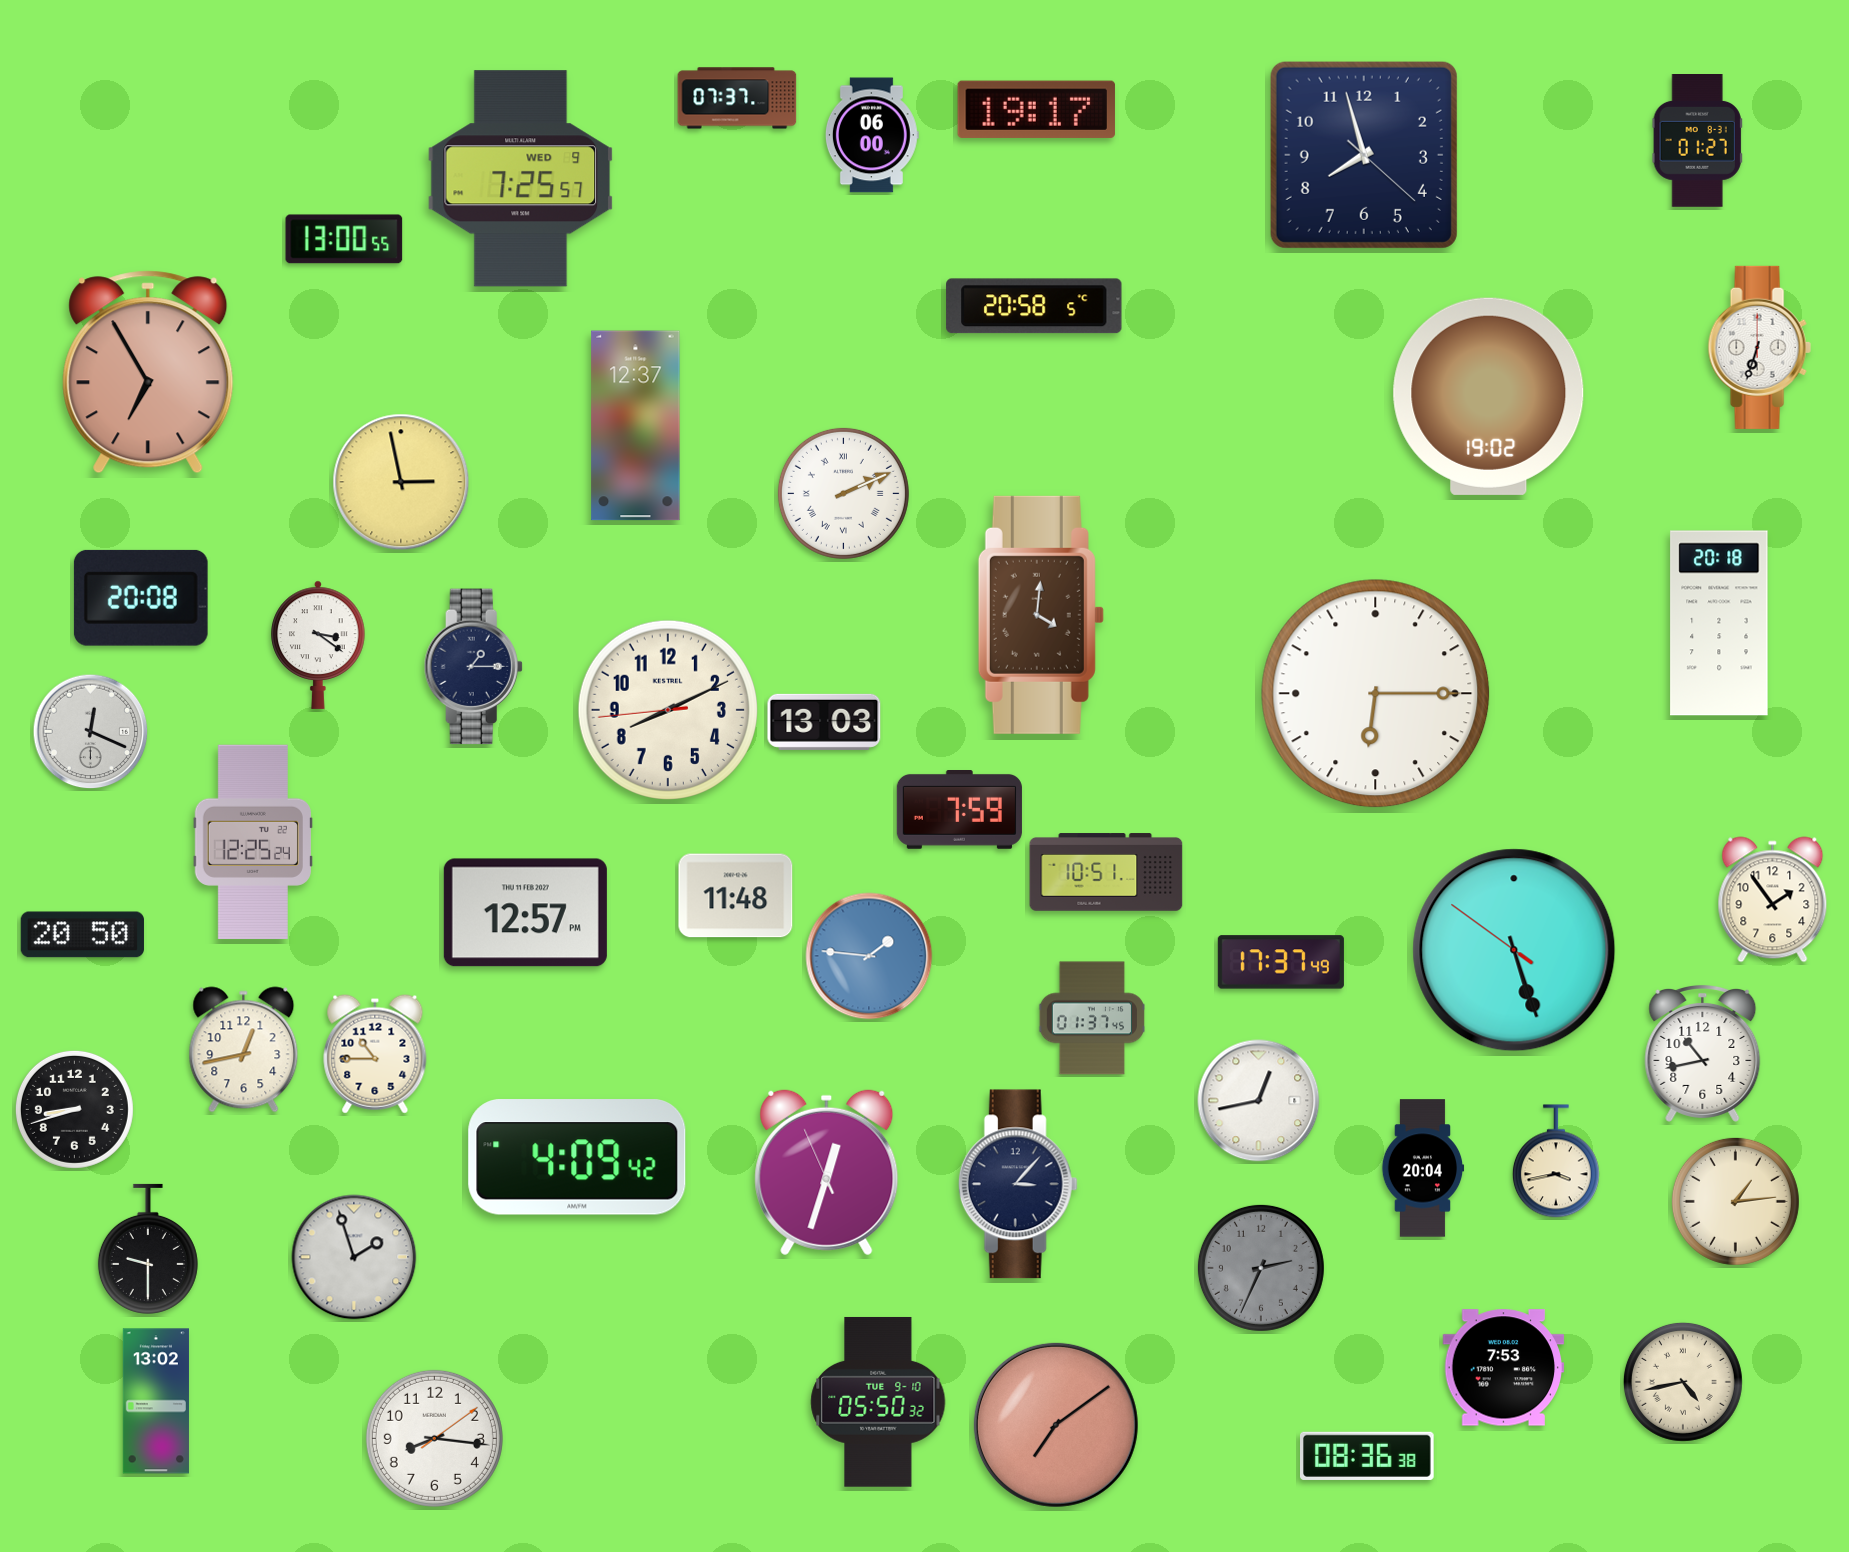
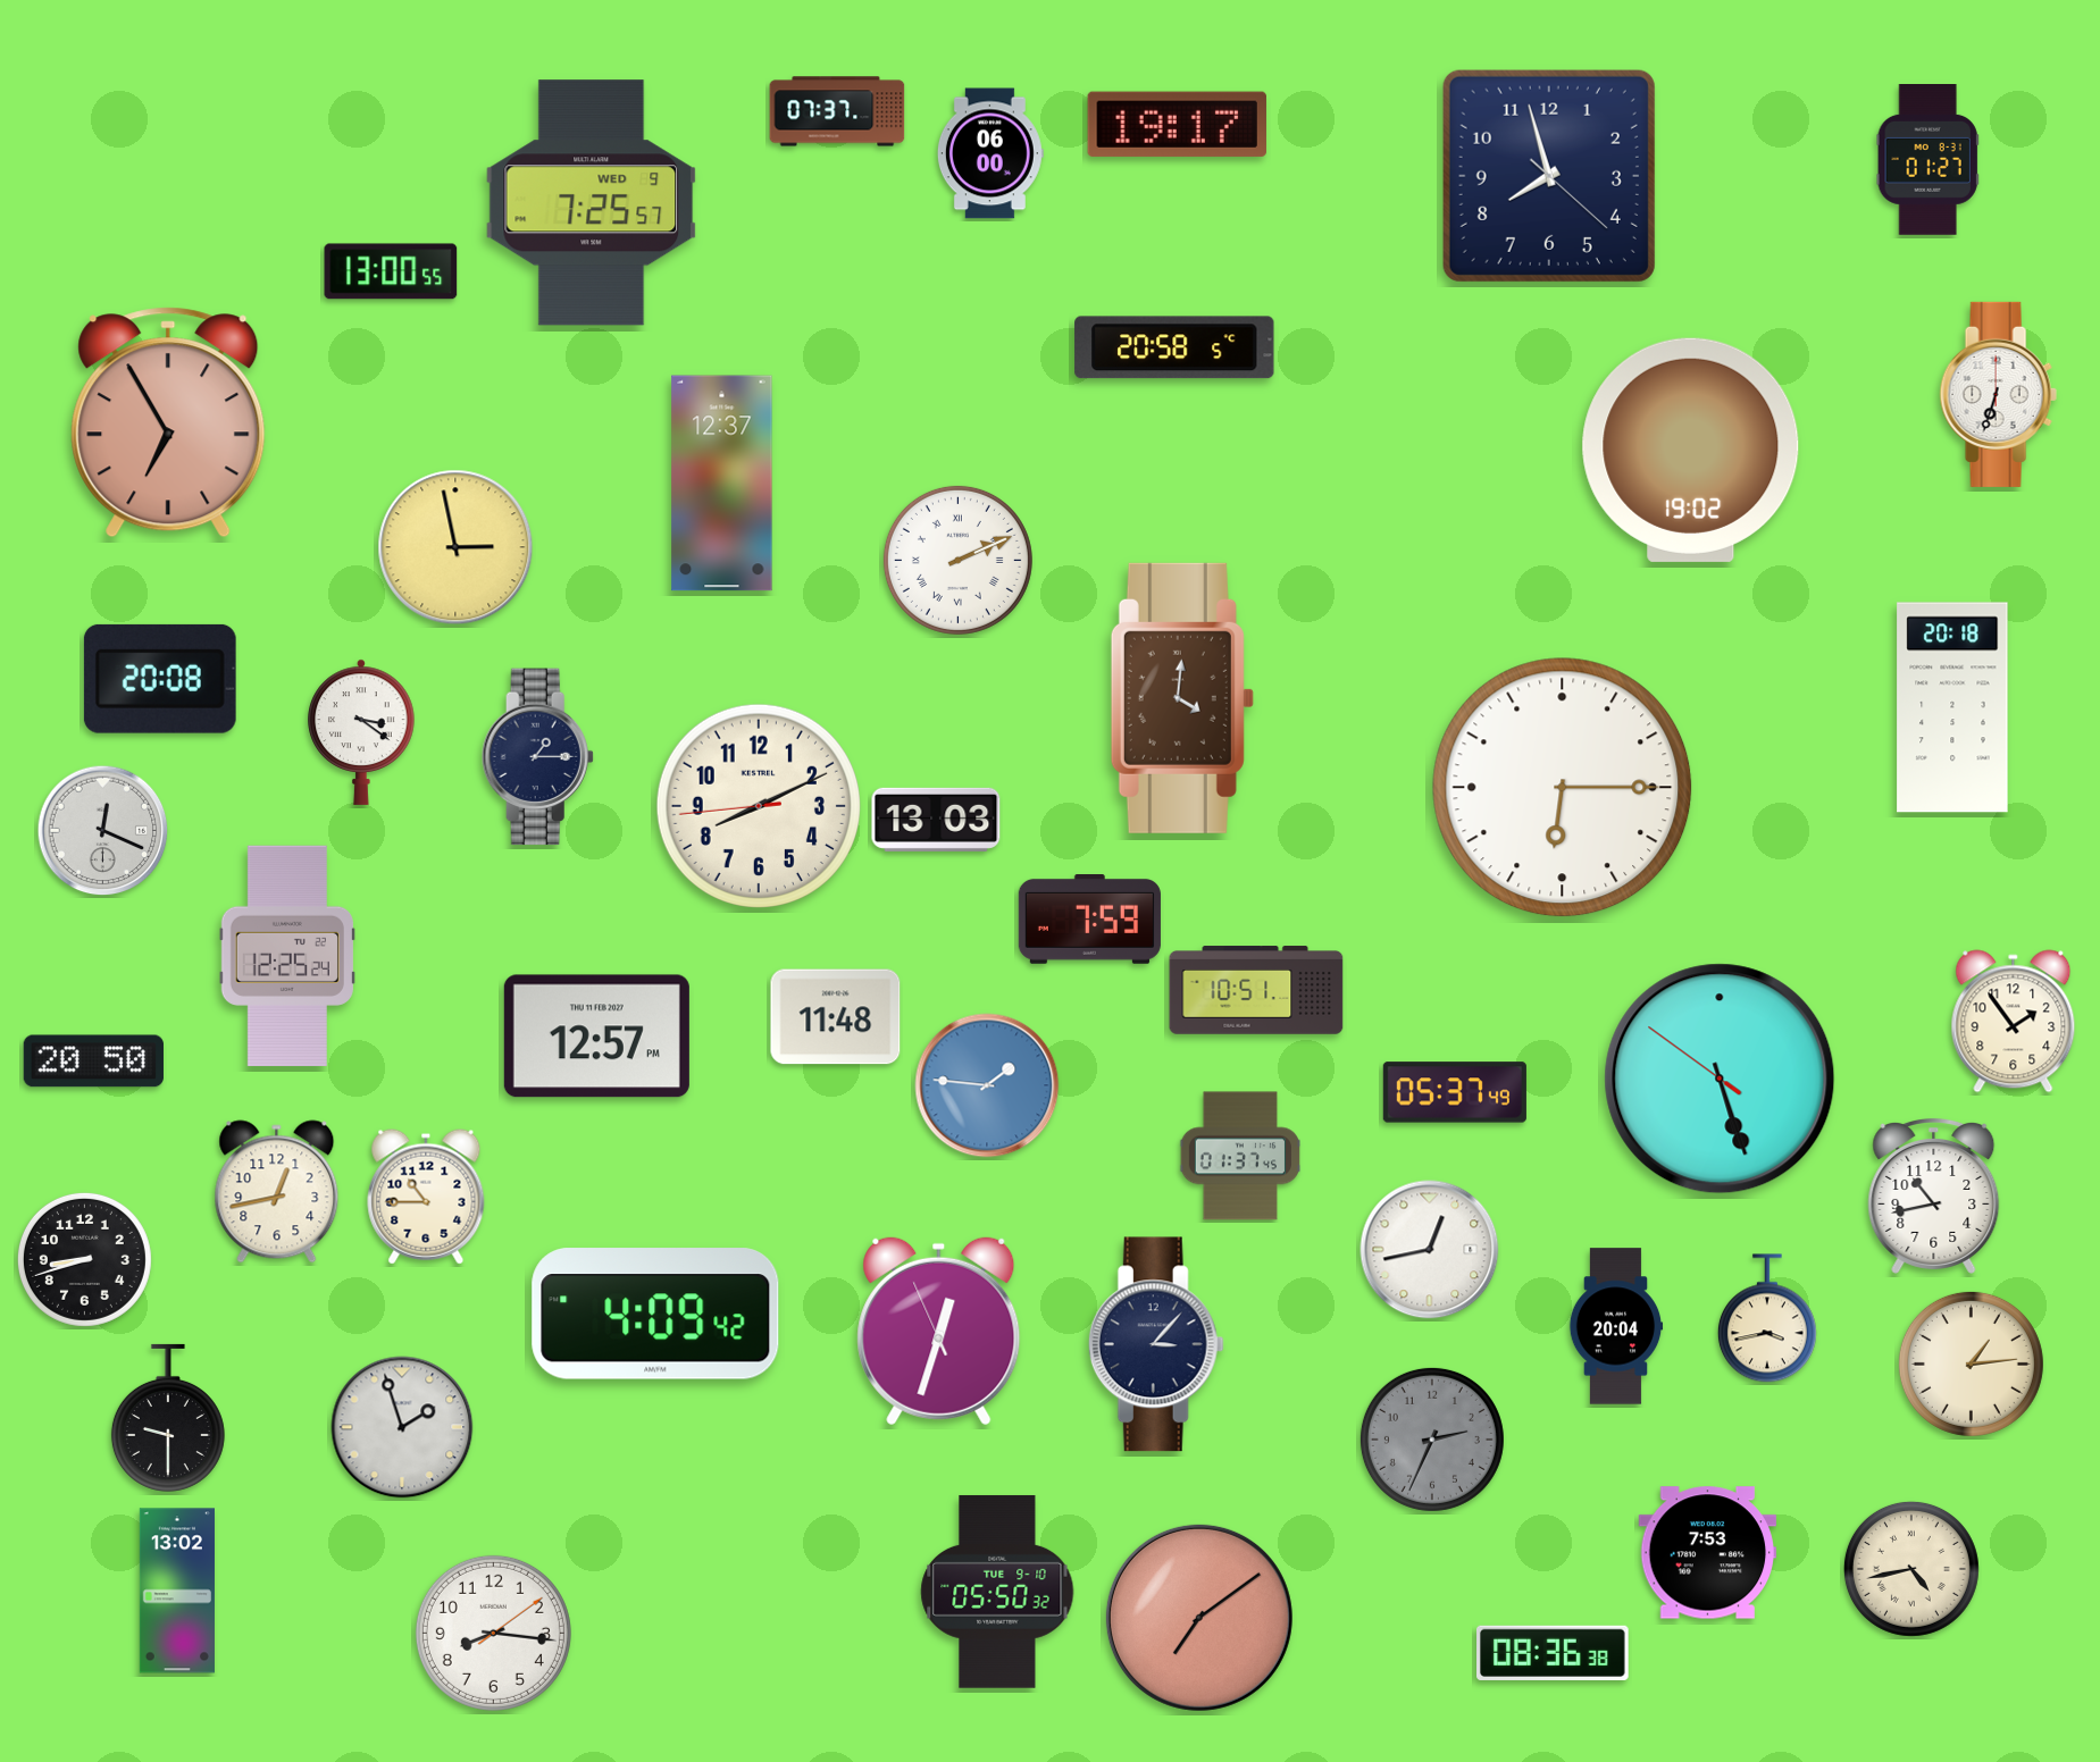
clock at (1281, 962): 17:37 -> 05:37
